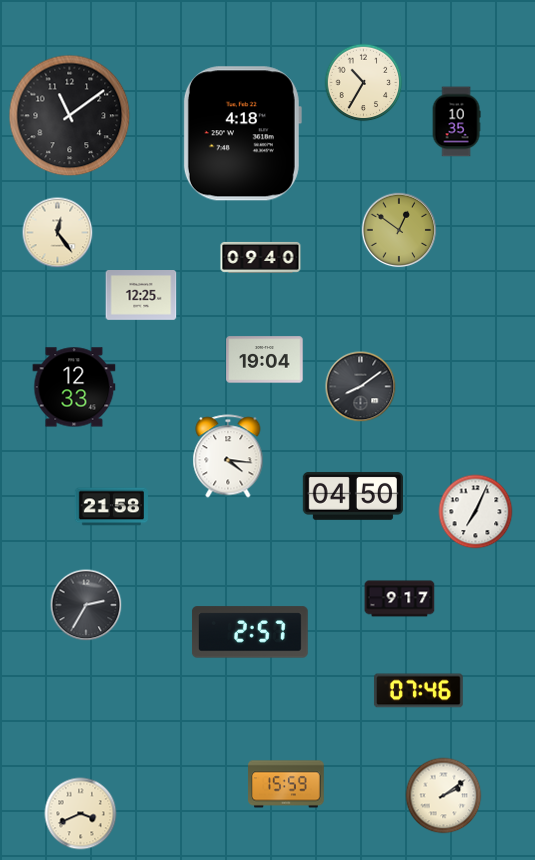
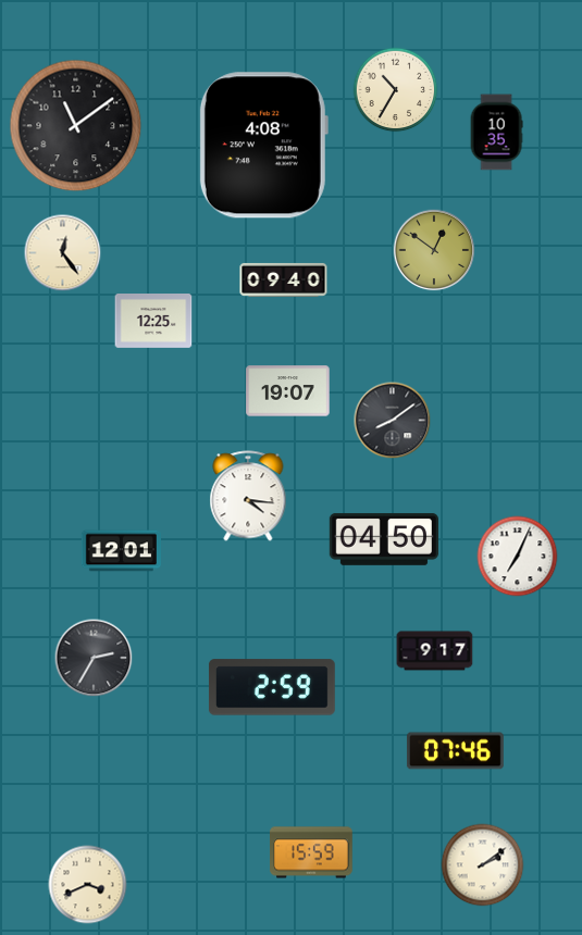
clock at (242, 134): 4:18 -> 4:08
clock at (265, 360): 19:04 -> 19:07
clock at (74, 387): 12:33 -> none
clock at (111, 507): 21:58 -> 12:01
clock at (250, 632): 2:57 -> 2:59
